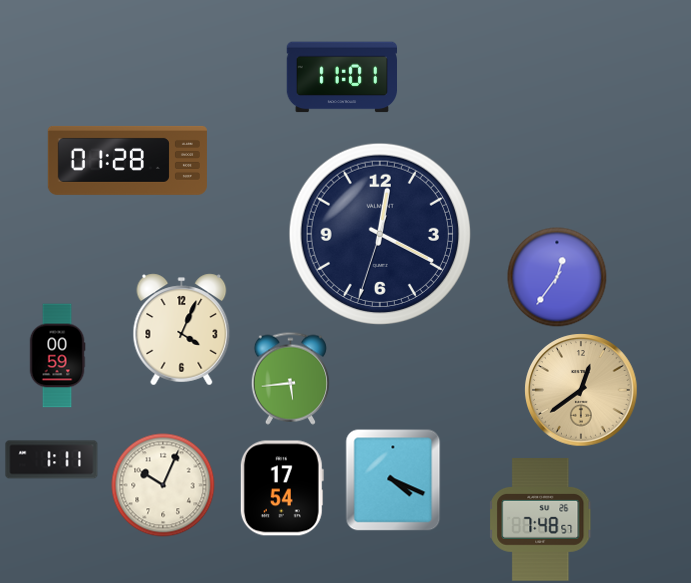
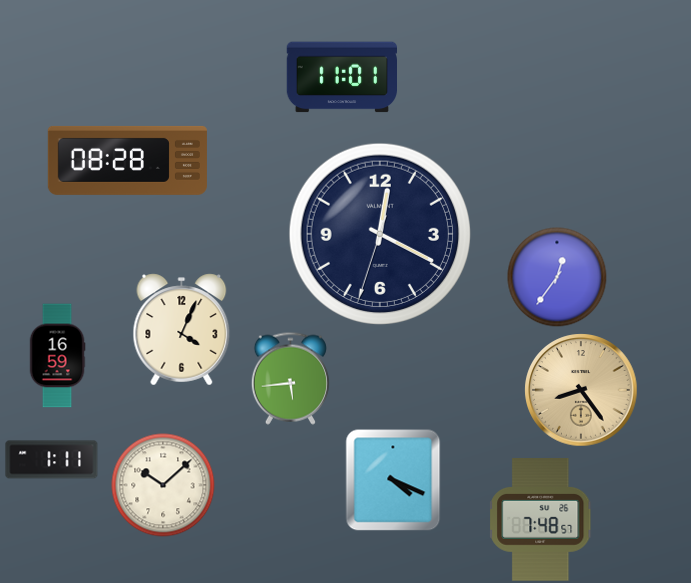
clock at (127, 160): 01:28 -> 08:28
clock at (57, 356): 00:59 -> 16:59
clock at (581, 390): 12:39 -> 8:24
clock at (163, 485): 10:04 -> 10:08
clock at (282, 488): 17:54 -> none
